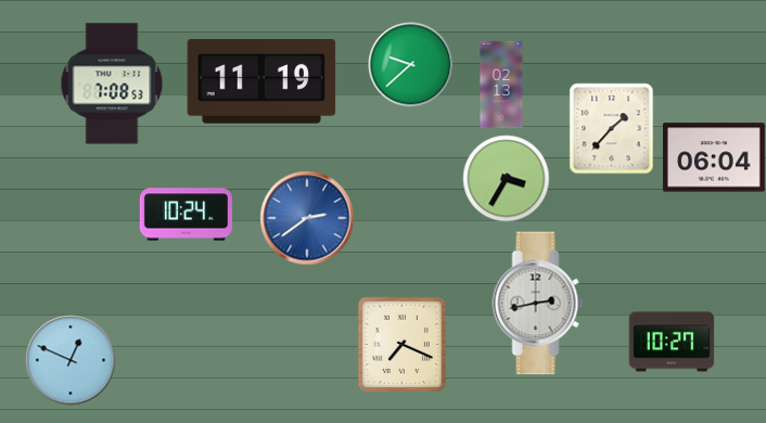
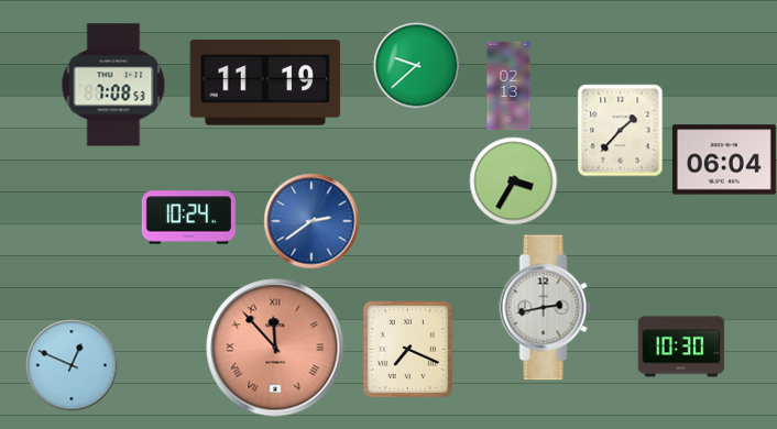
clock at (672, 342): 10:27 -> 10:30
clock at (275, 348): none -> 11:53
